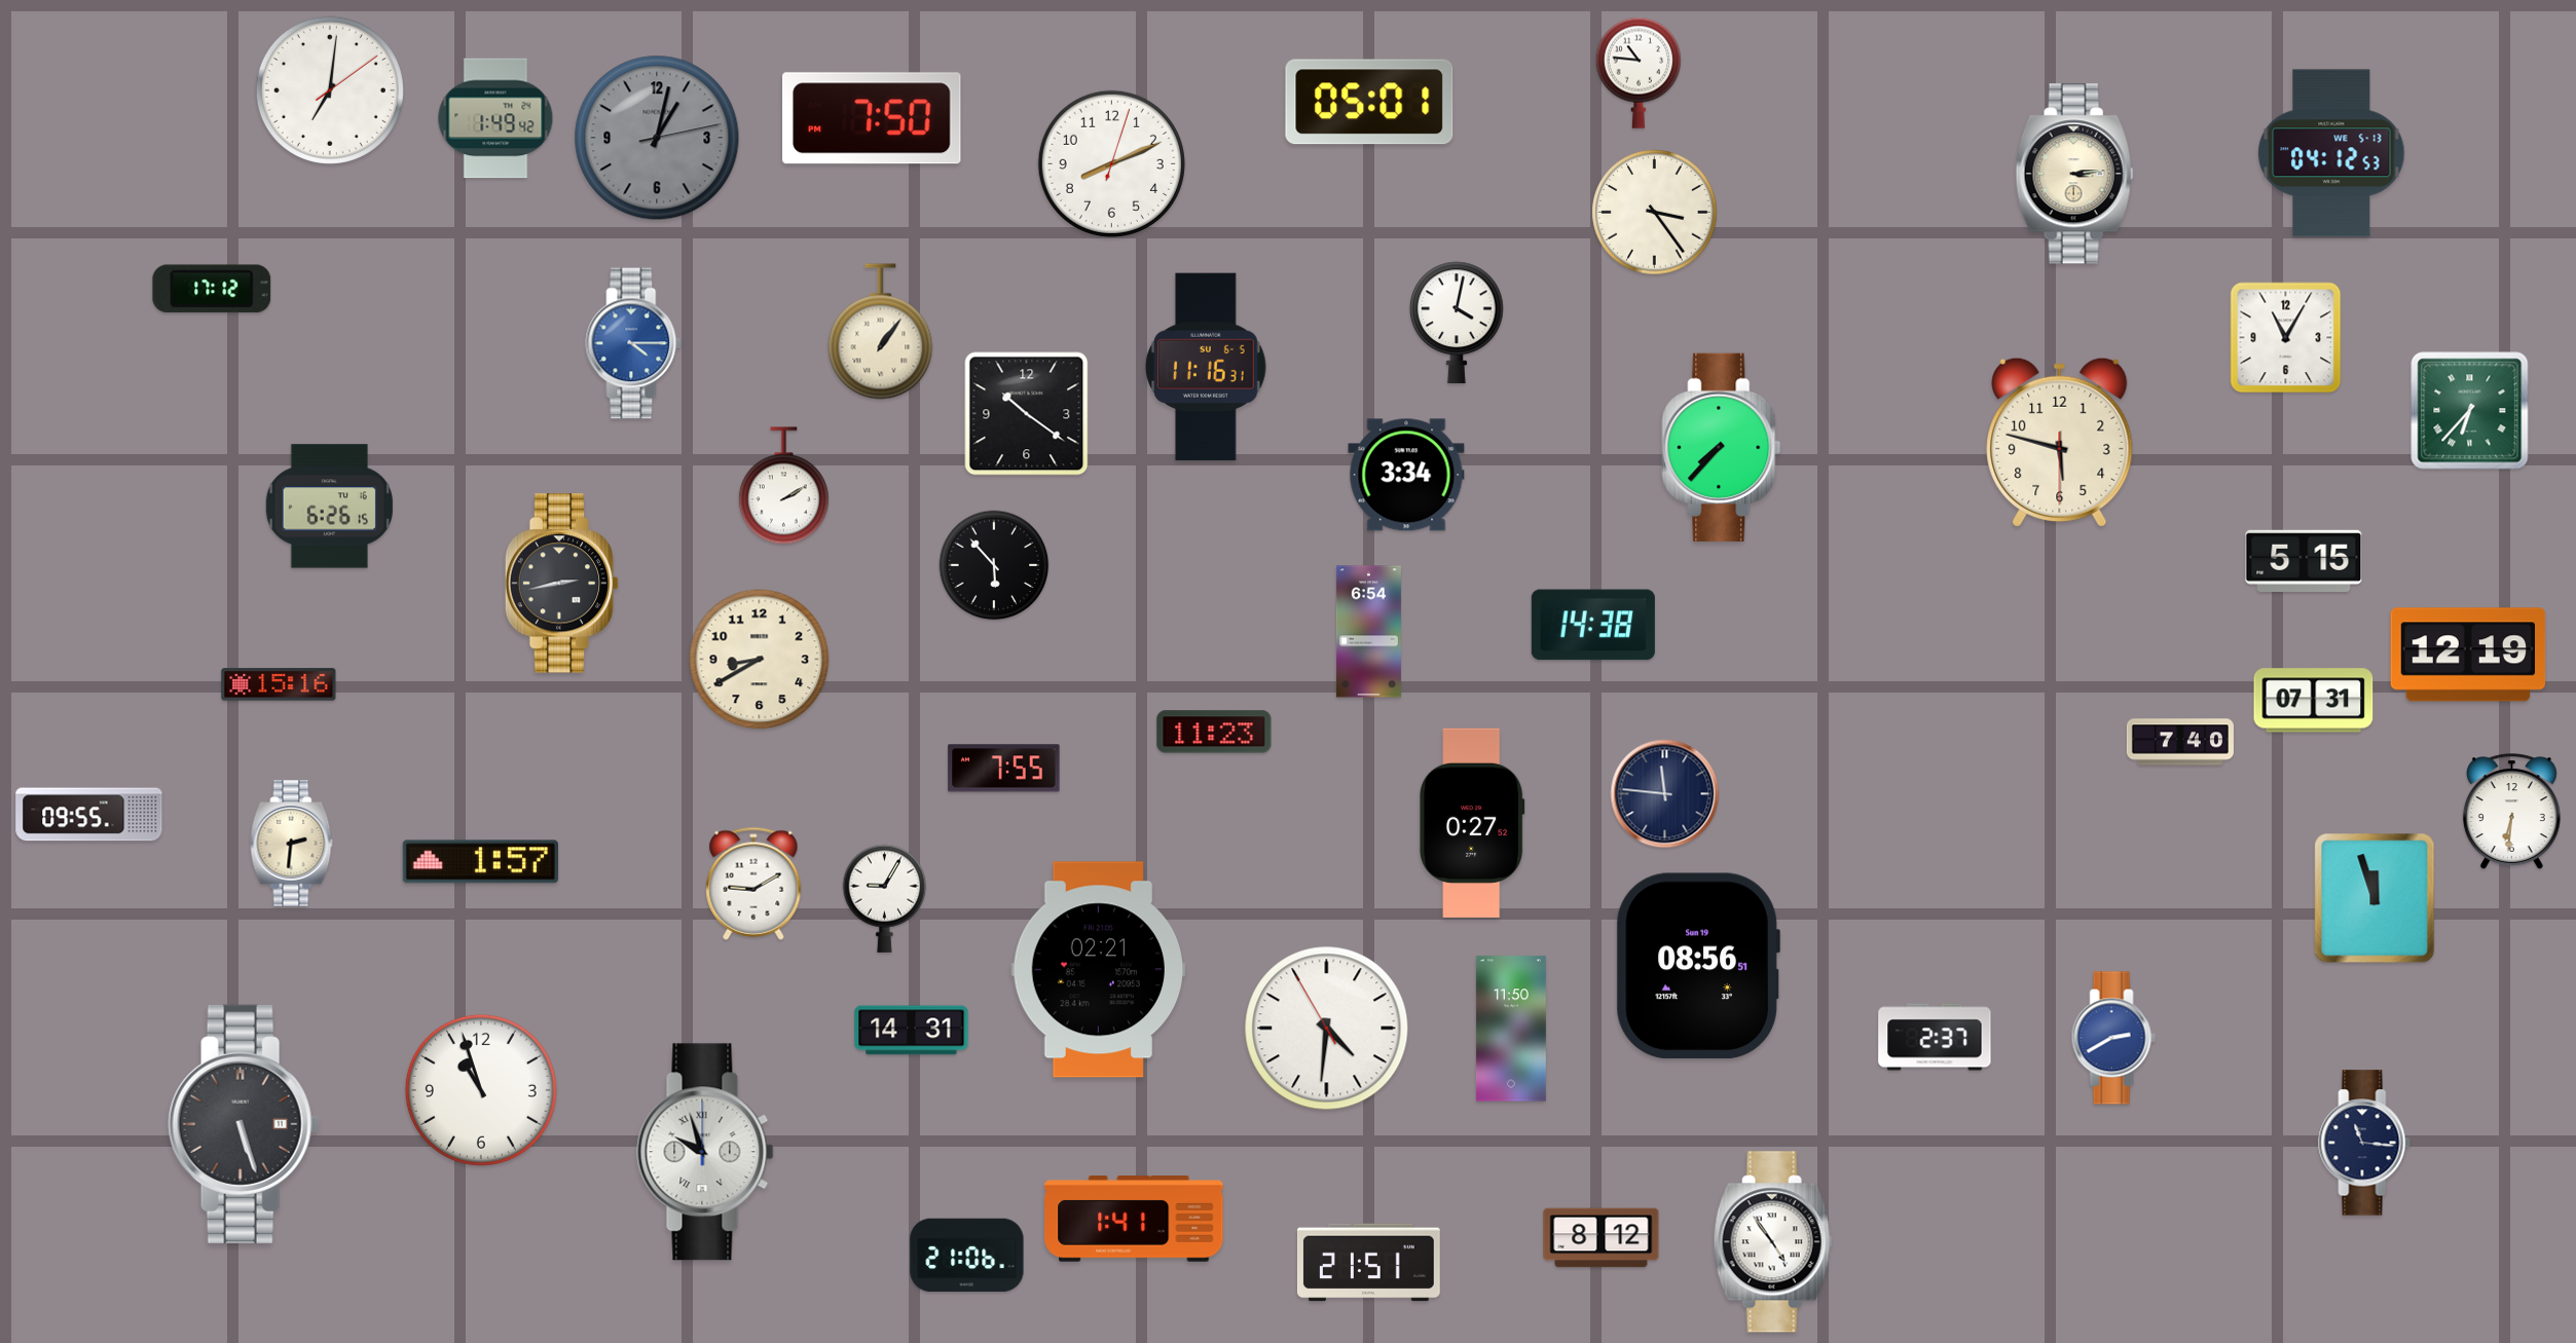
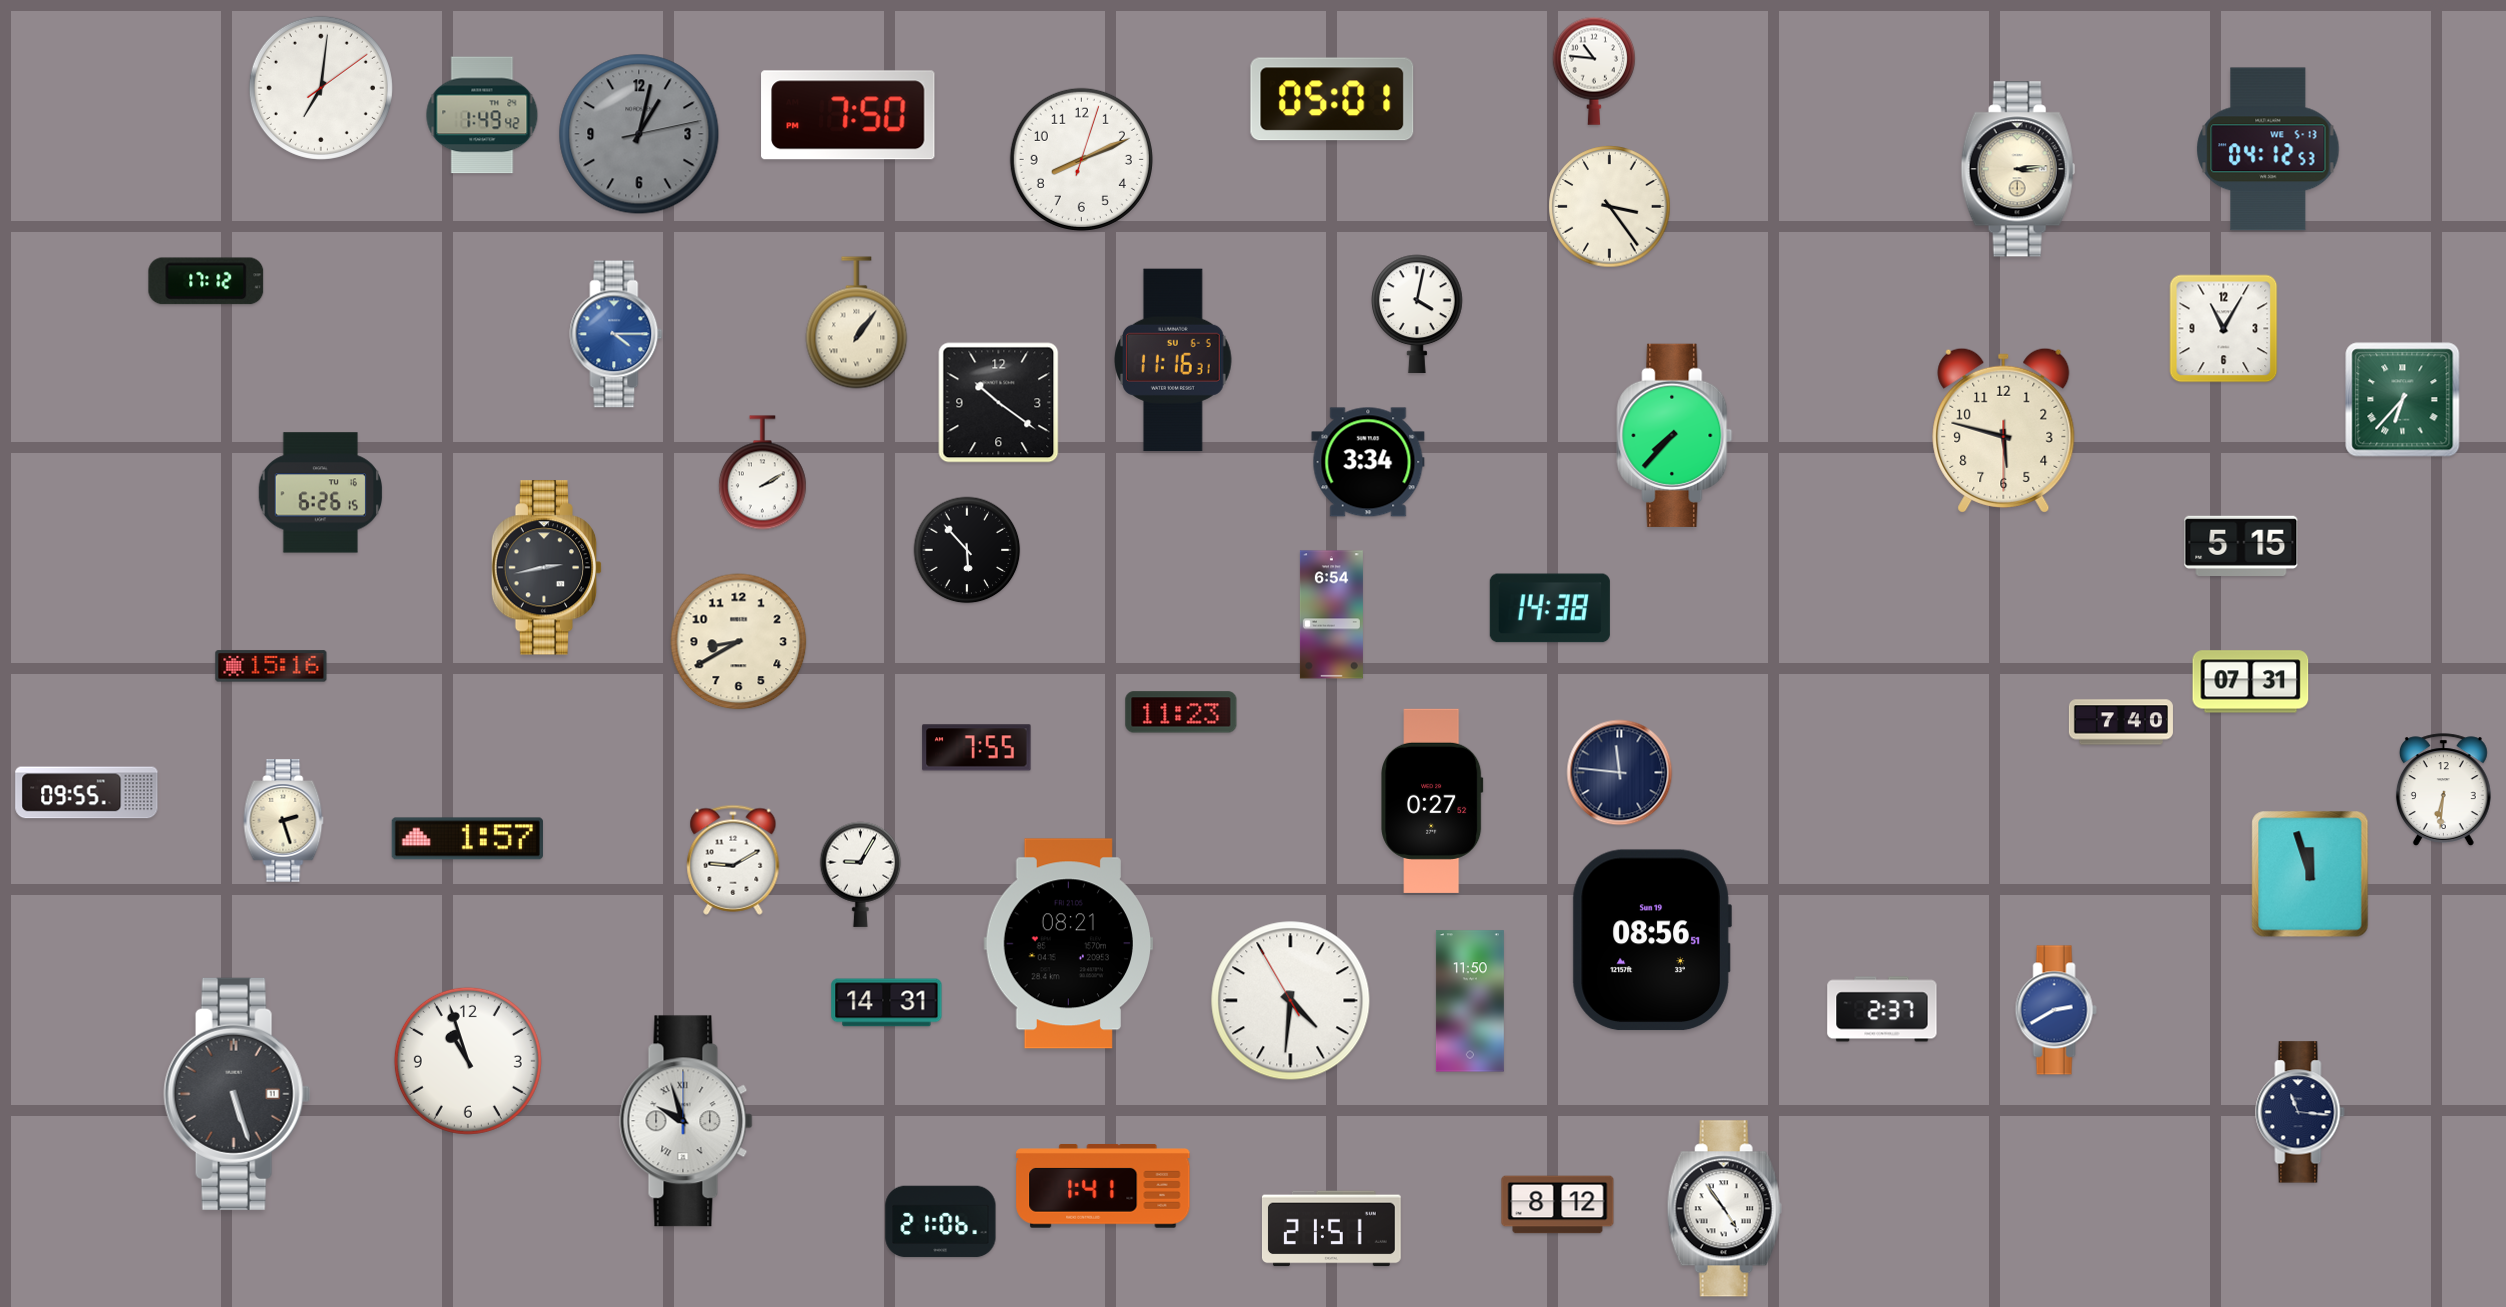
clock at (1207, 367) position: (1207, 367) -> (1174, 360)
clock at (2468, 655): 12:19 -> none
clock at (292, 844): 2:31 -> 2:27
clock at (1099, 970): 02:21 -> 08:21
